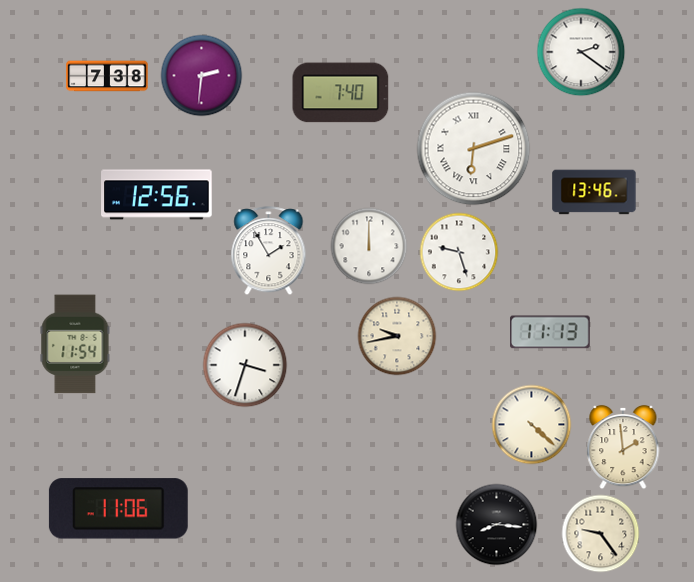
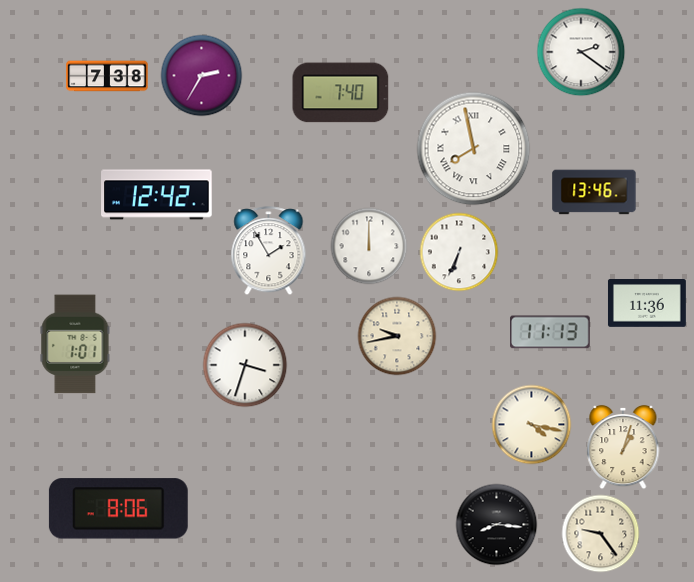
clock at (202, 76): 2:31 -> 2:35
clock at (474, 149): 6:12 -> 7:58
clock at (157, 195): 12:56 -> 12:42
clock at (459, 252): 9:27 -> 6:34
clock at (647, 304): none -> 11:36
clock at (75, 344): 11:54 -> 1:01
clock at (532, 425): 4:22 -> 4:17
clock at (623, 447): 1:59 -> 1:03
clock at (118, 509): 11:06 -> 8:06
